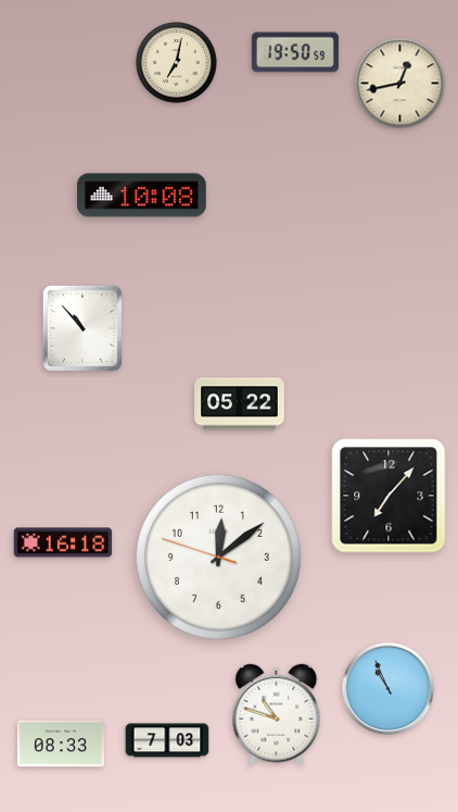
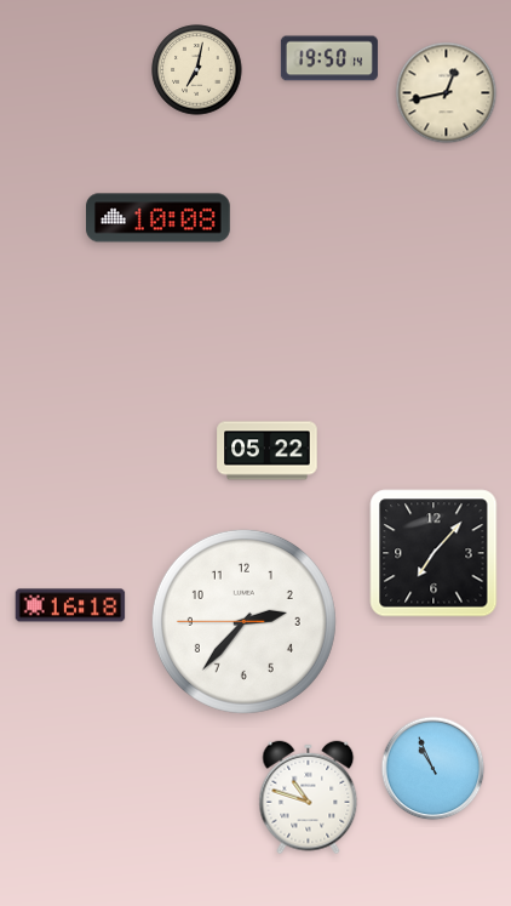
clock at (295, 52): 19:50:59 -> 19:50:14
clock at (82, 328): 10:53 -> none
clock at (218, 557): 12:08 -> 2:36
clock at (167, 740): 7:03 -> none
clock at (61, 744): 08:33 -> none
